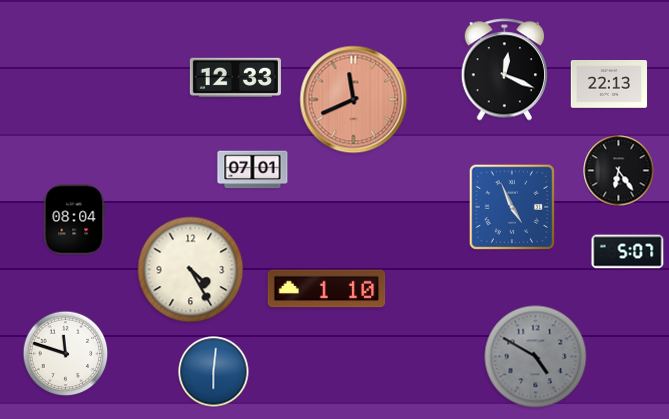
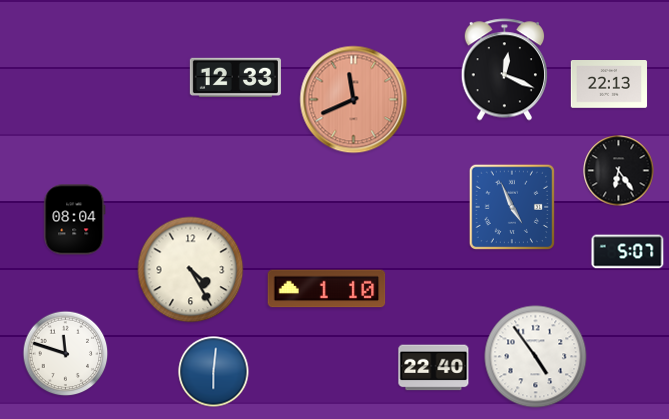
clock at (253, 170): 07:01 -> none
clock at (536, 357): 4:50 -> 4:54
clock at (536, 357) dial: grey -> white
clock at (434, 368): none -> 22:40
